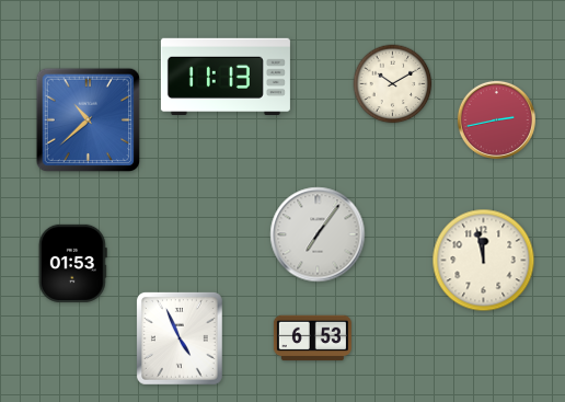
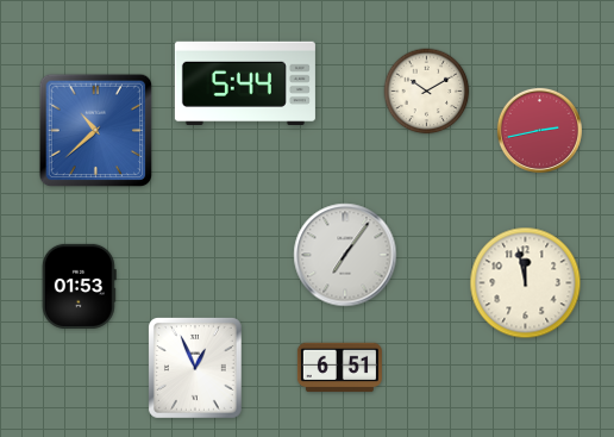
clock at (226, 76): 11:13 -> 5:44
clock at (180, 338): 4:56 -> 12:56
clock at (312, 338): 6:53 -> 6:51
